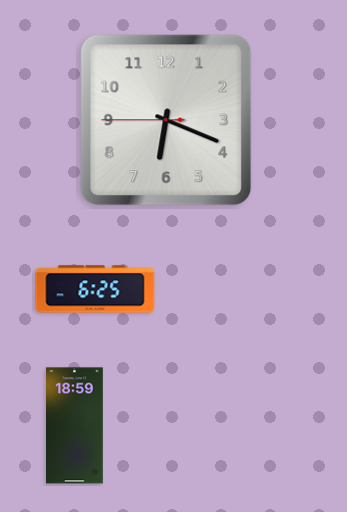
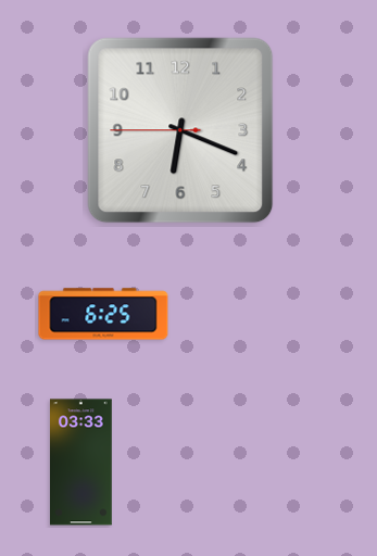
clock at (75, 426): 18:59 -> 03:33
